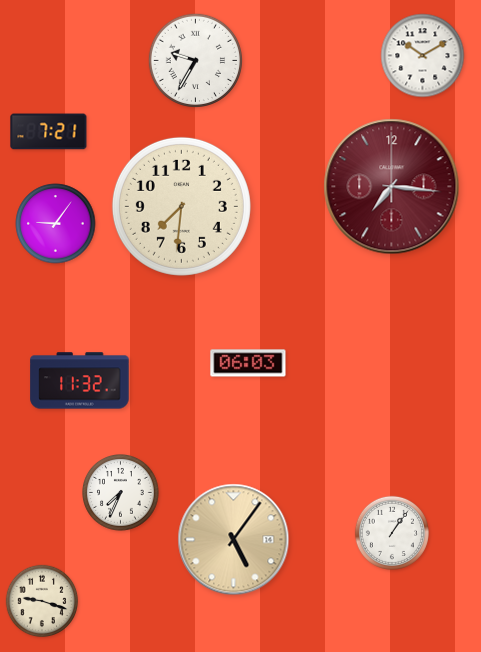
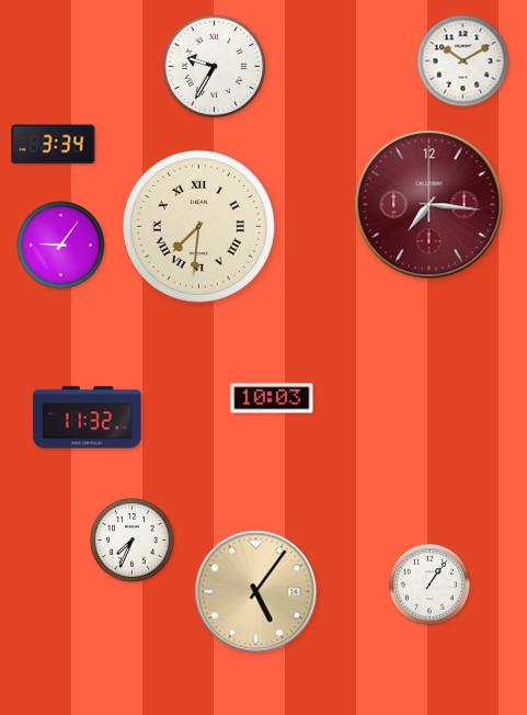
clock at (49, 132): 7:21 -> 3:34
clock at (181, 206) numerals: Arabic -> Roman
clock at (248, 363): 06:03 -> 10:03
clock at (42, 601): 9:18 -> none
